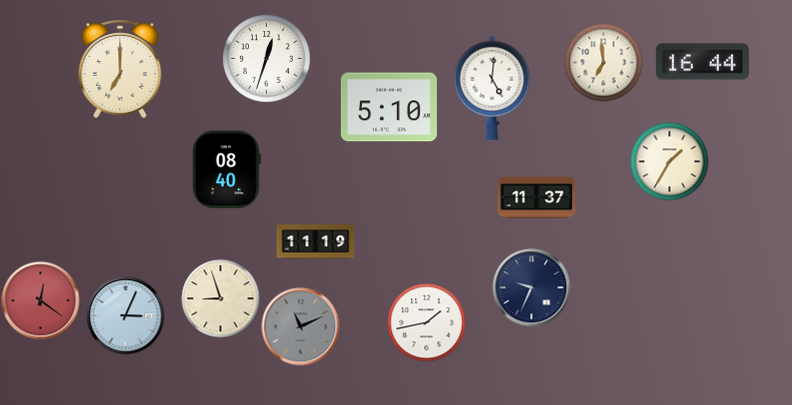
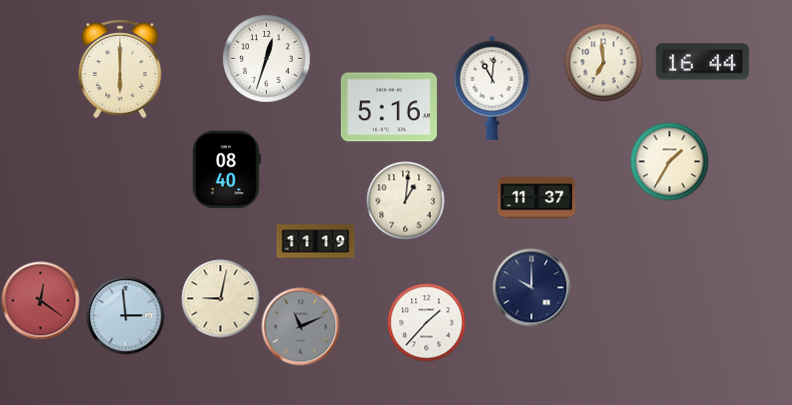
clock at (120, 69): 7:00 -> 6:00
clock at (492, 88): 5:01 -> 11:01
clock at (389, 107): 5:10 -> 5:16
clock at (405, 200): none -> 1:01
clock at (531, 287): 9:34 -> 10:00
clock at (220, 298): 8:57 -> 9:02
clock at (125, 315): 3:04 -> 2:59
clock at (426, 322): 1:43 -> 1:37
